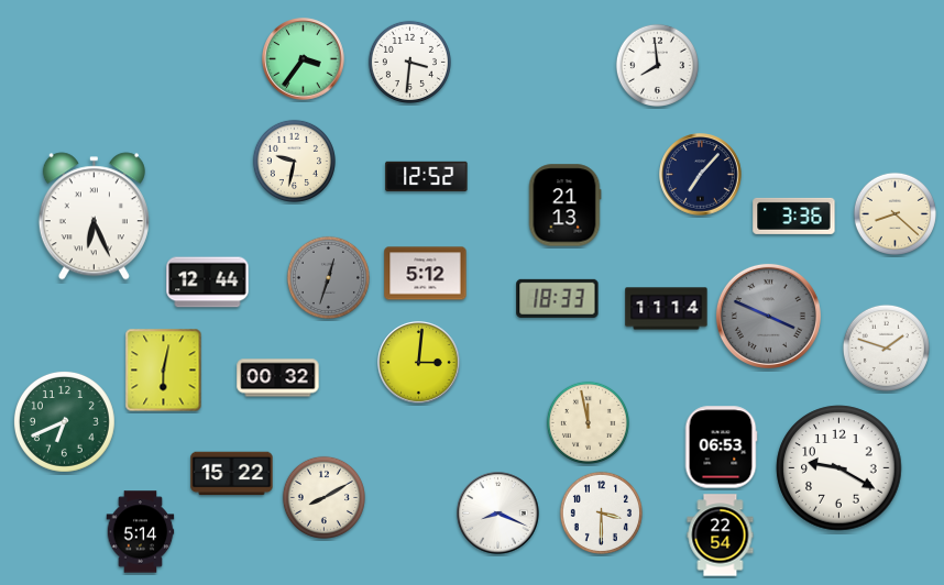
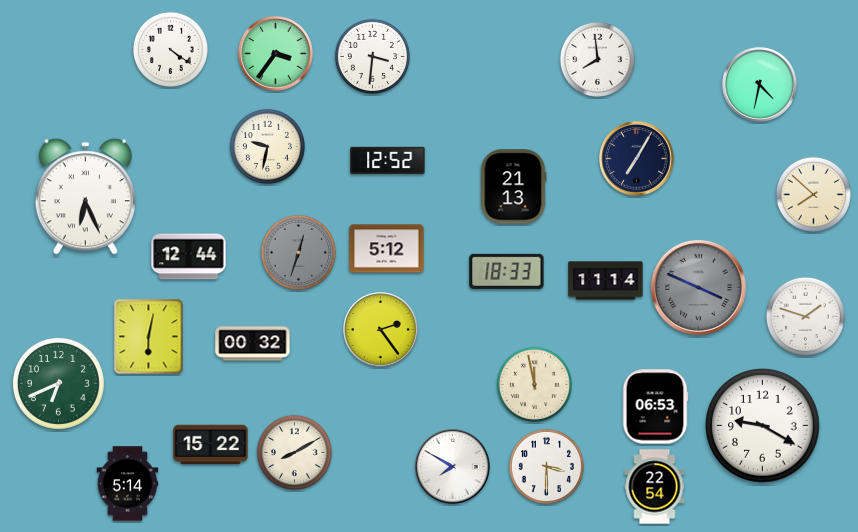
clock at (170, 49): none -> 4:21
clock at (760, 85): none -> 4:32
clock at (701, 175): 7:07 -> 7:05
clock at (894, 213): 8:22 -> 7:52
clock at (794, 216): 3:36 -> none
clock at (419, 363): 3:01 -> 2:24
clock at (232, 474) position: (232, 474) -> (211, 445)
clock at (498, 514): 8:19 -> 7:50
